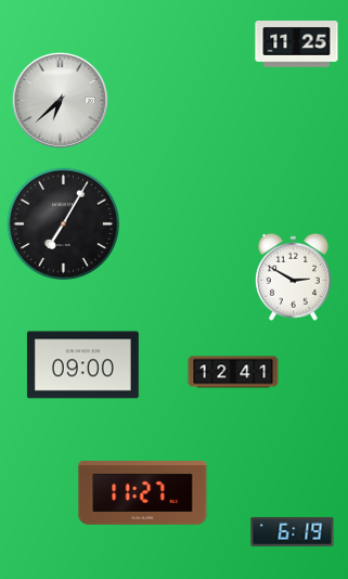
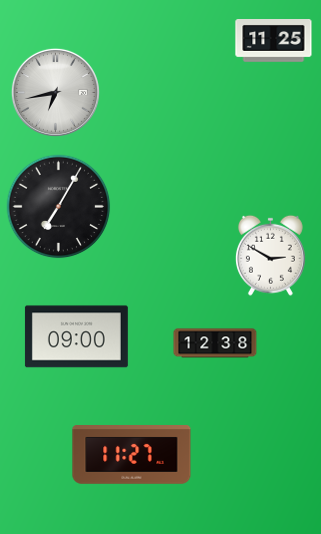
clock at (60, 100): 6:38 -> 6:43
clock at (233, 372): 12:41 -> 12:38
clock at (293, 531): 6:19 -> none
